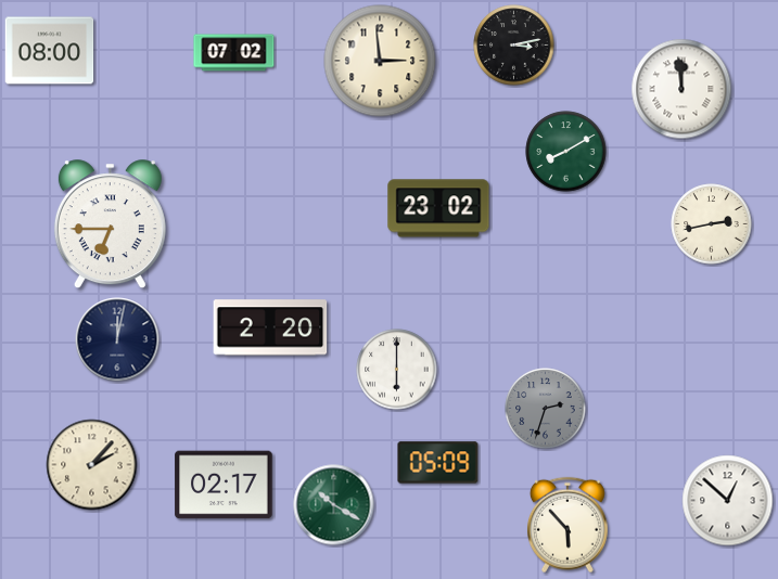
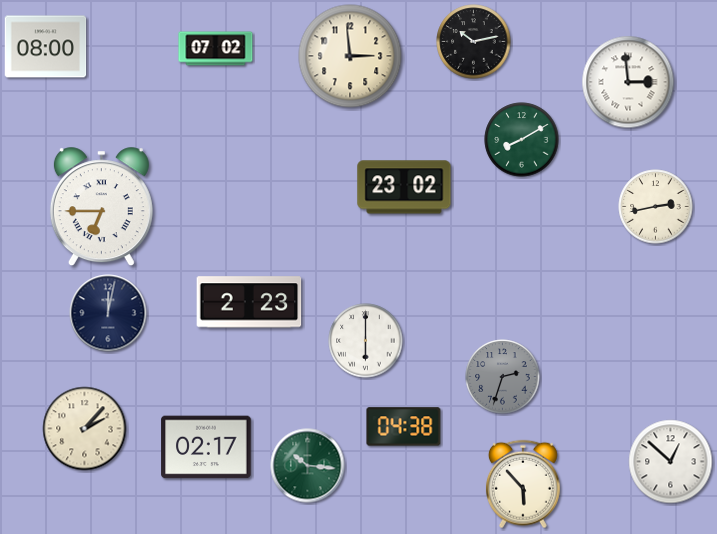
clock at (514, 46): 3:13 -> 10:13
clock at (681, 89): 11:59 -> 2:59
clock at (438, 208) position: (438, 208) -> (404, 187)
clock at (270, 327): 2:20 -> 2:23
clock at (438, 463): 05:09 -> 04:38
clock at (334, 505): 10:20 -> 10:16
